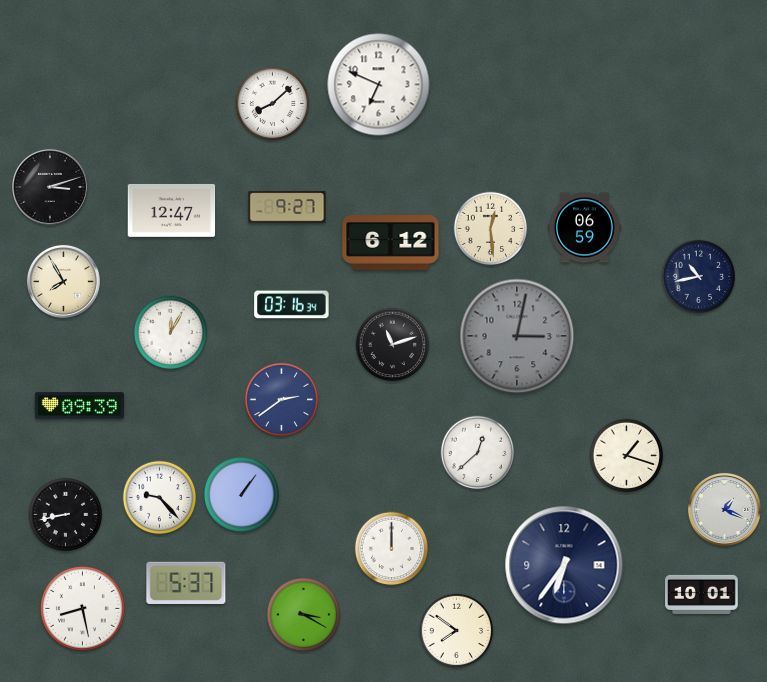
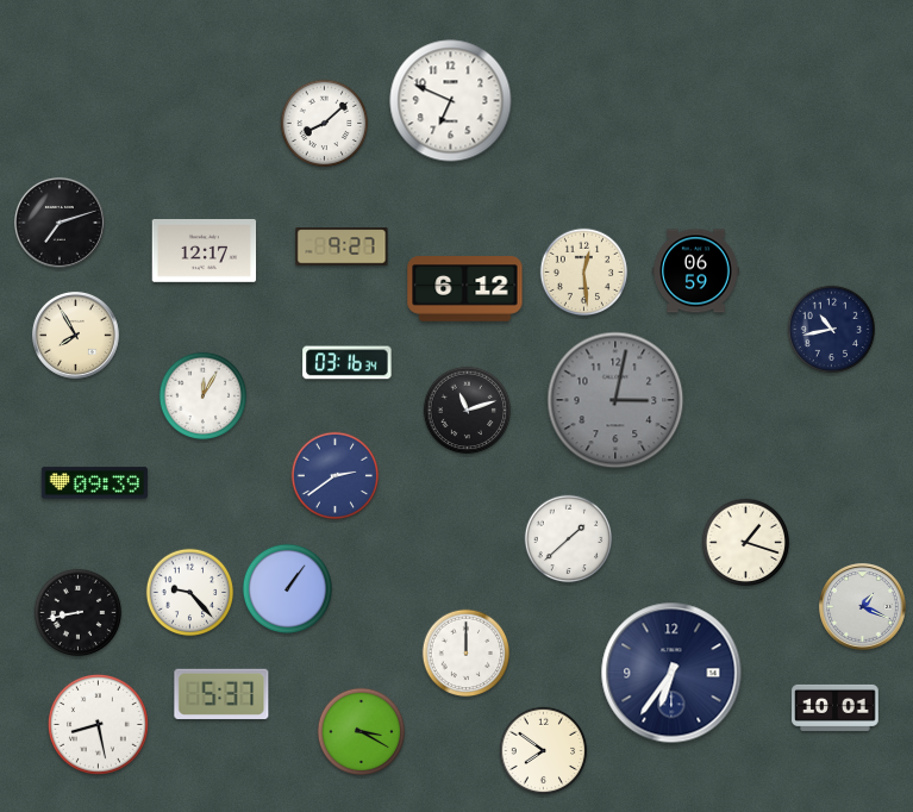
clock at (51, 187): 3:12 -> 7:12
clock at (172, 210): 12:47 -> 12:17
clock at (478, 453): 12:38 -> 1:38
